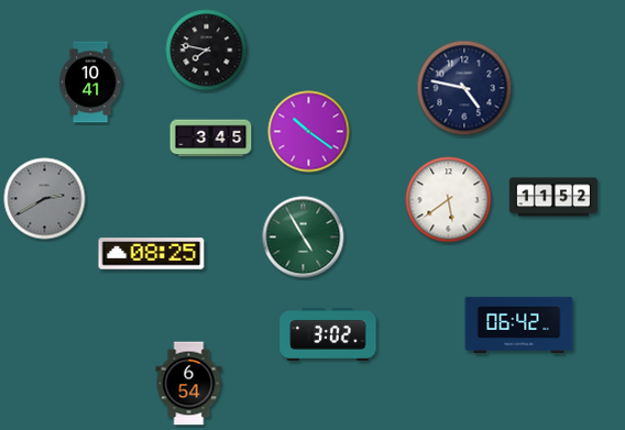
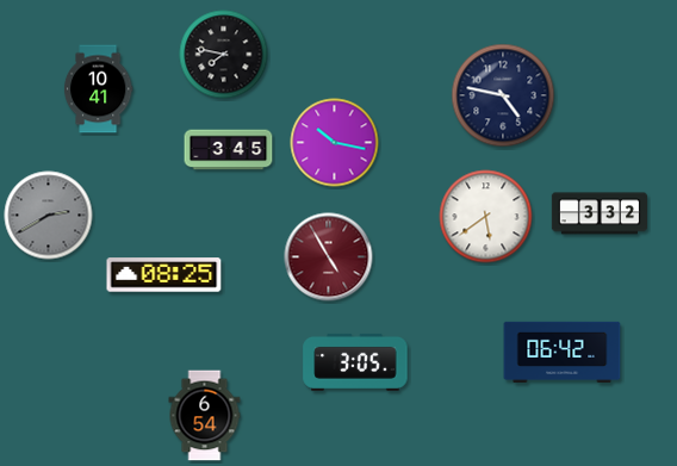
clock at (309, 132): 10:21 -> 10:17
clock at (552, 197): 11:52 -> 3:32
clock at (304, 238) dial: green -> burgundy
clock at (328, 334): 3:02 -> 3:05
